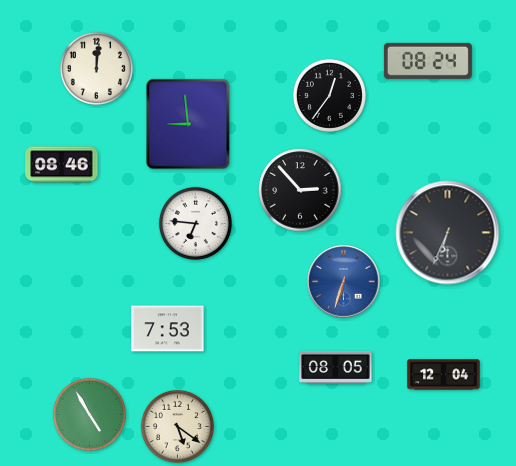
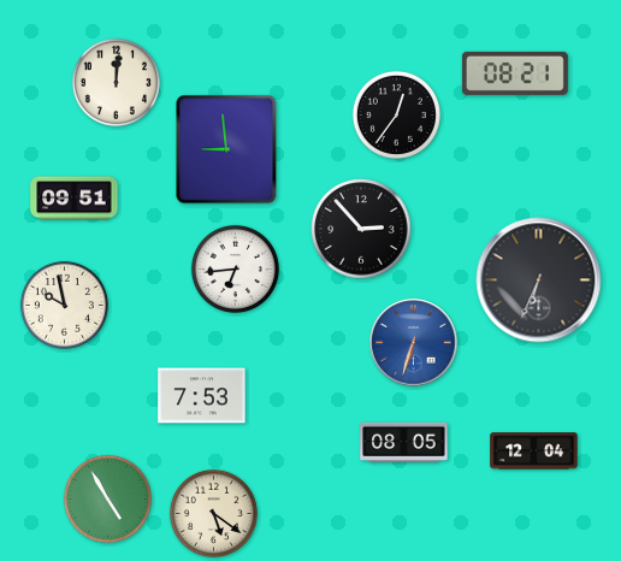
clock at (428, 61): 08:24 -> 08:21
clock at (62, 165): 08:46 -> 09:51
clock at (195, 223): 6:46 -> 6:44
clock at (64, 305): none -> 9:58
clock at (344, 282) position: (344, 282) -> (414, 343)
